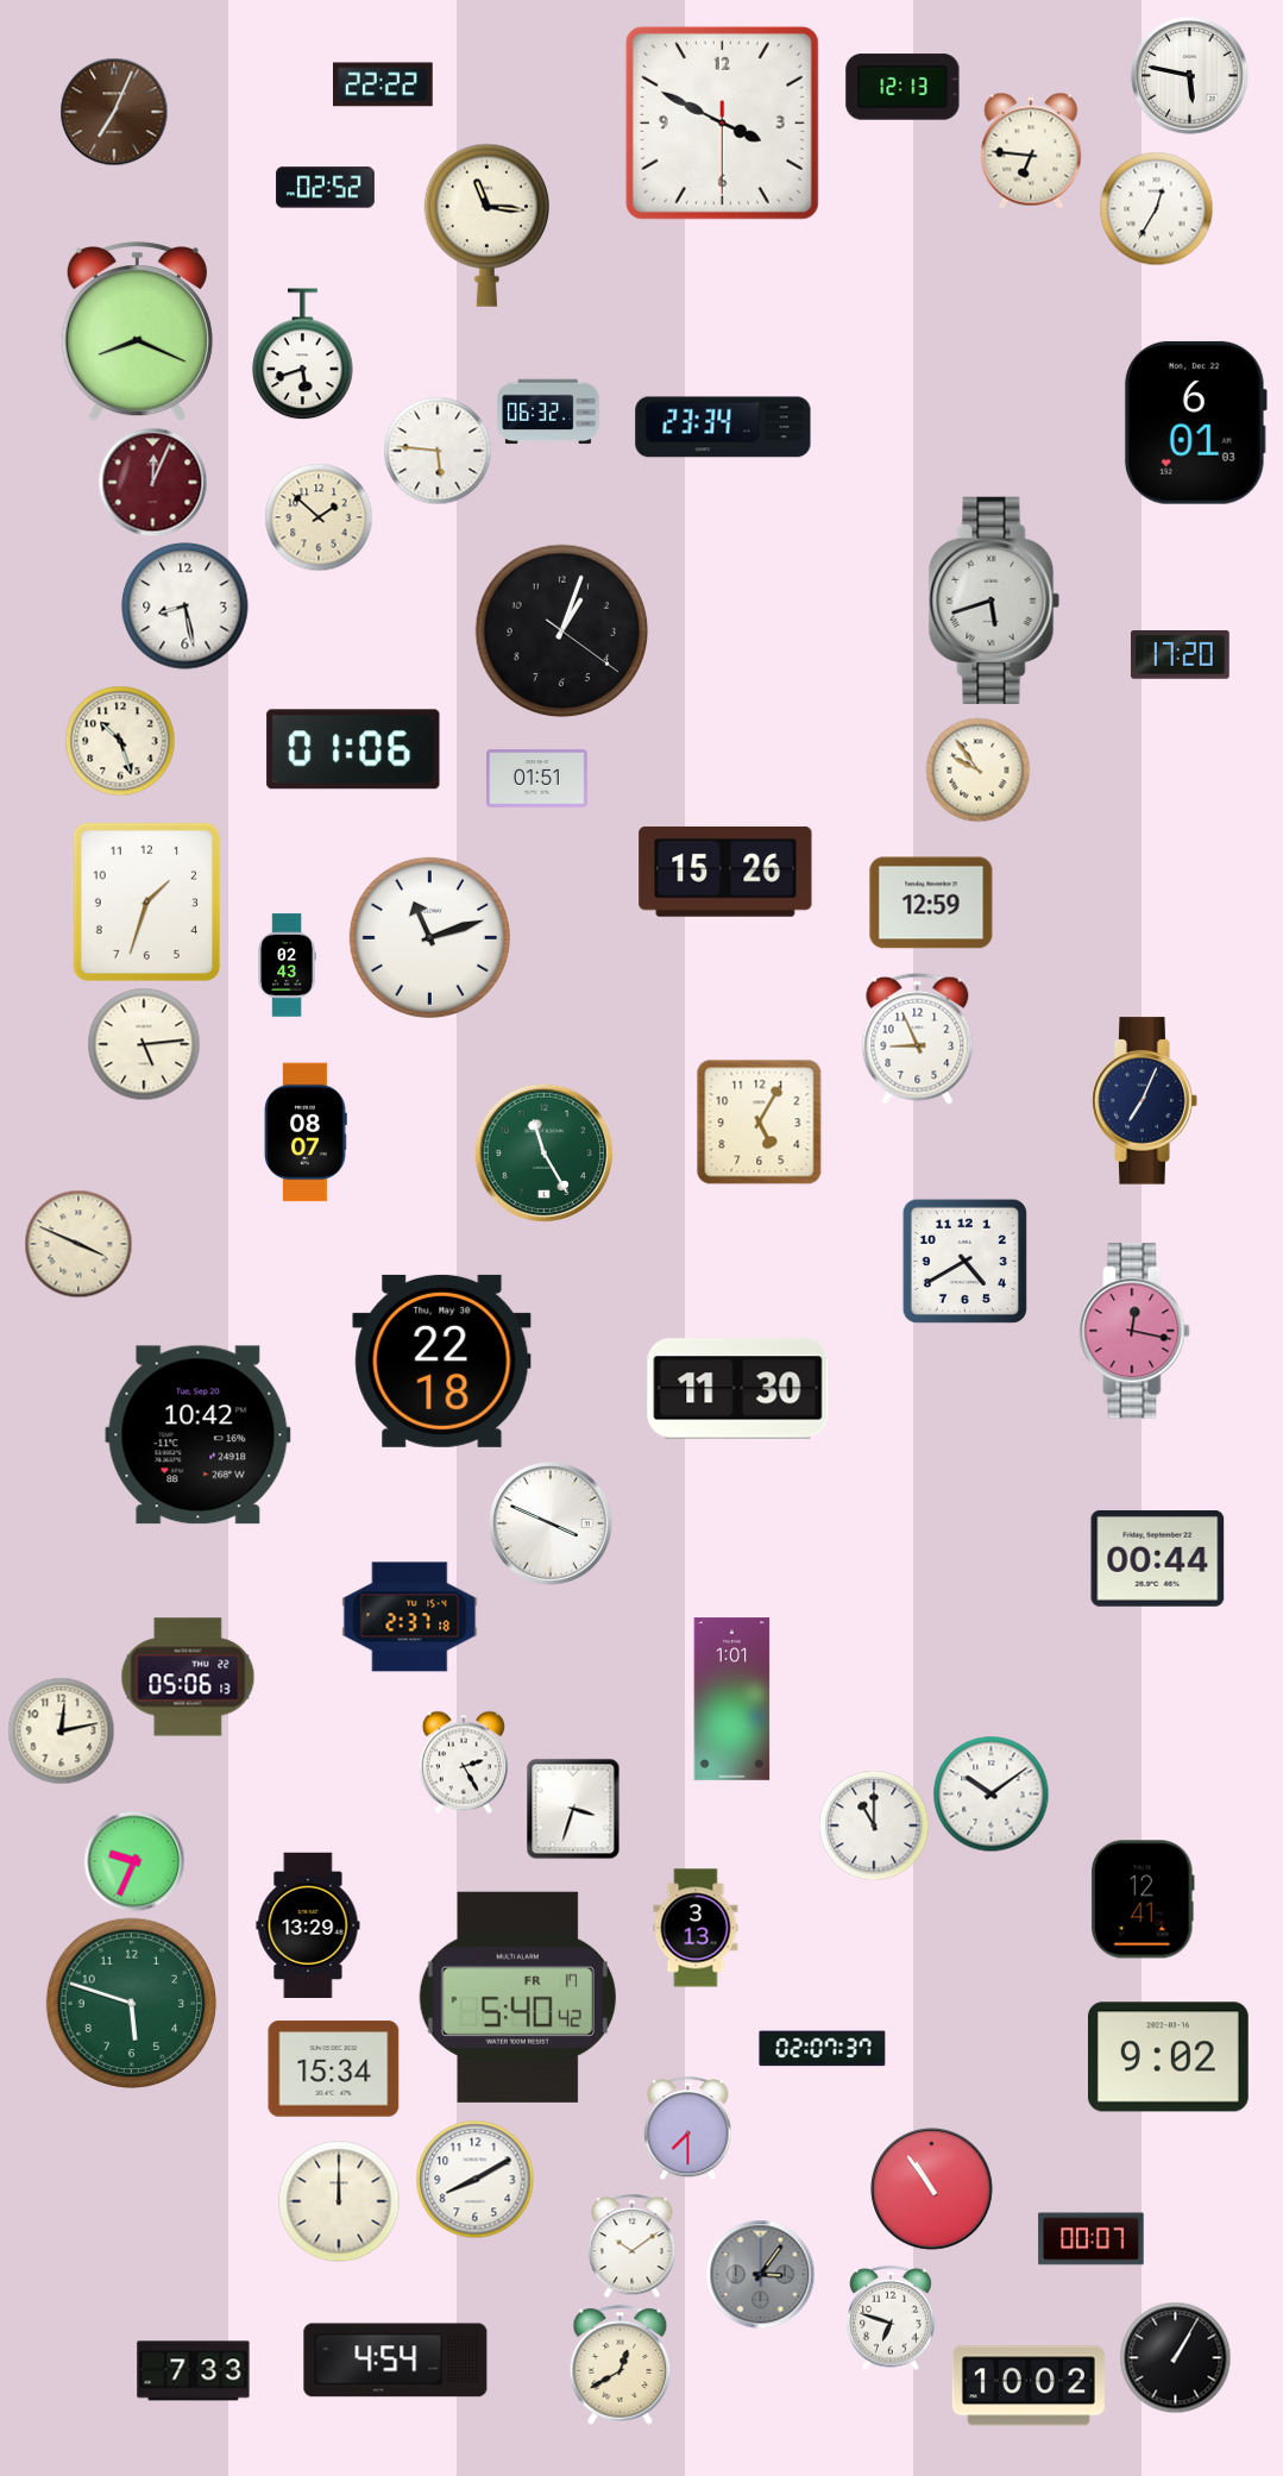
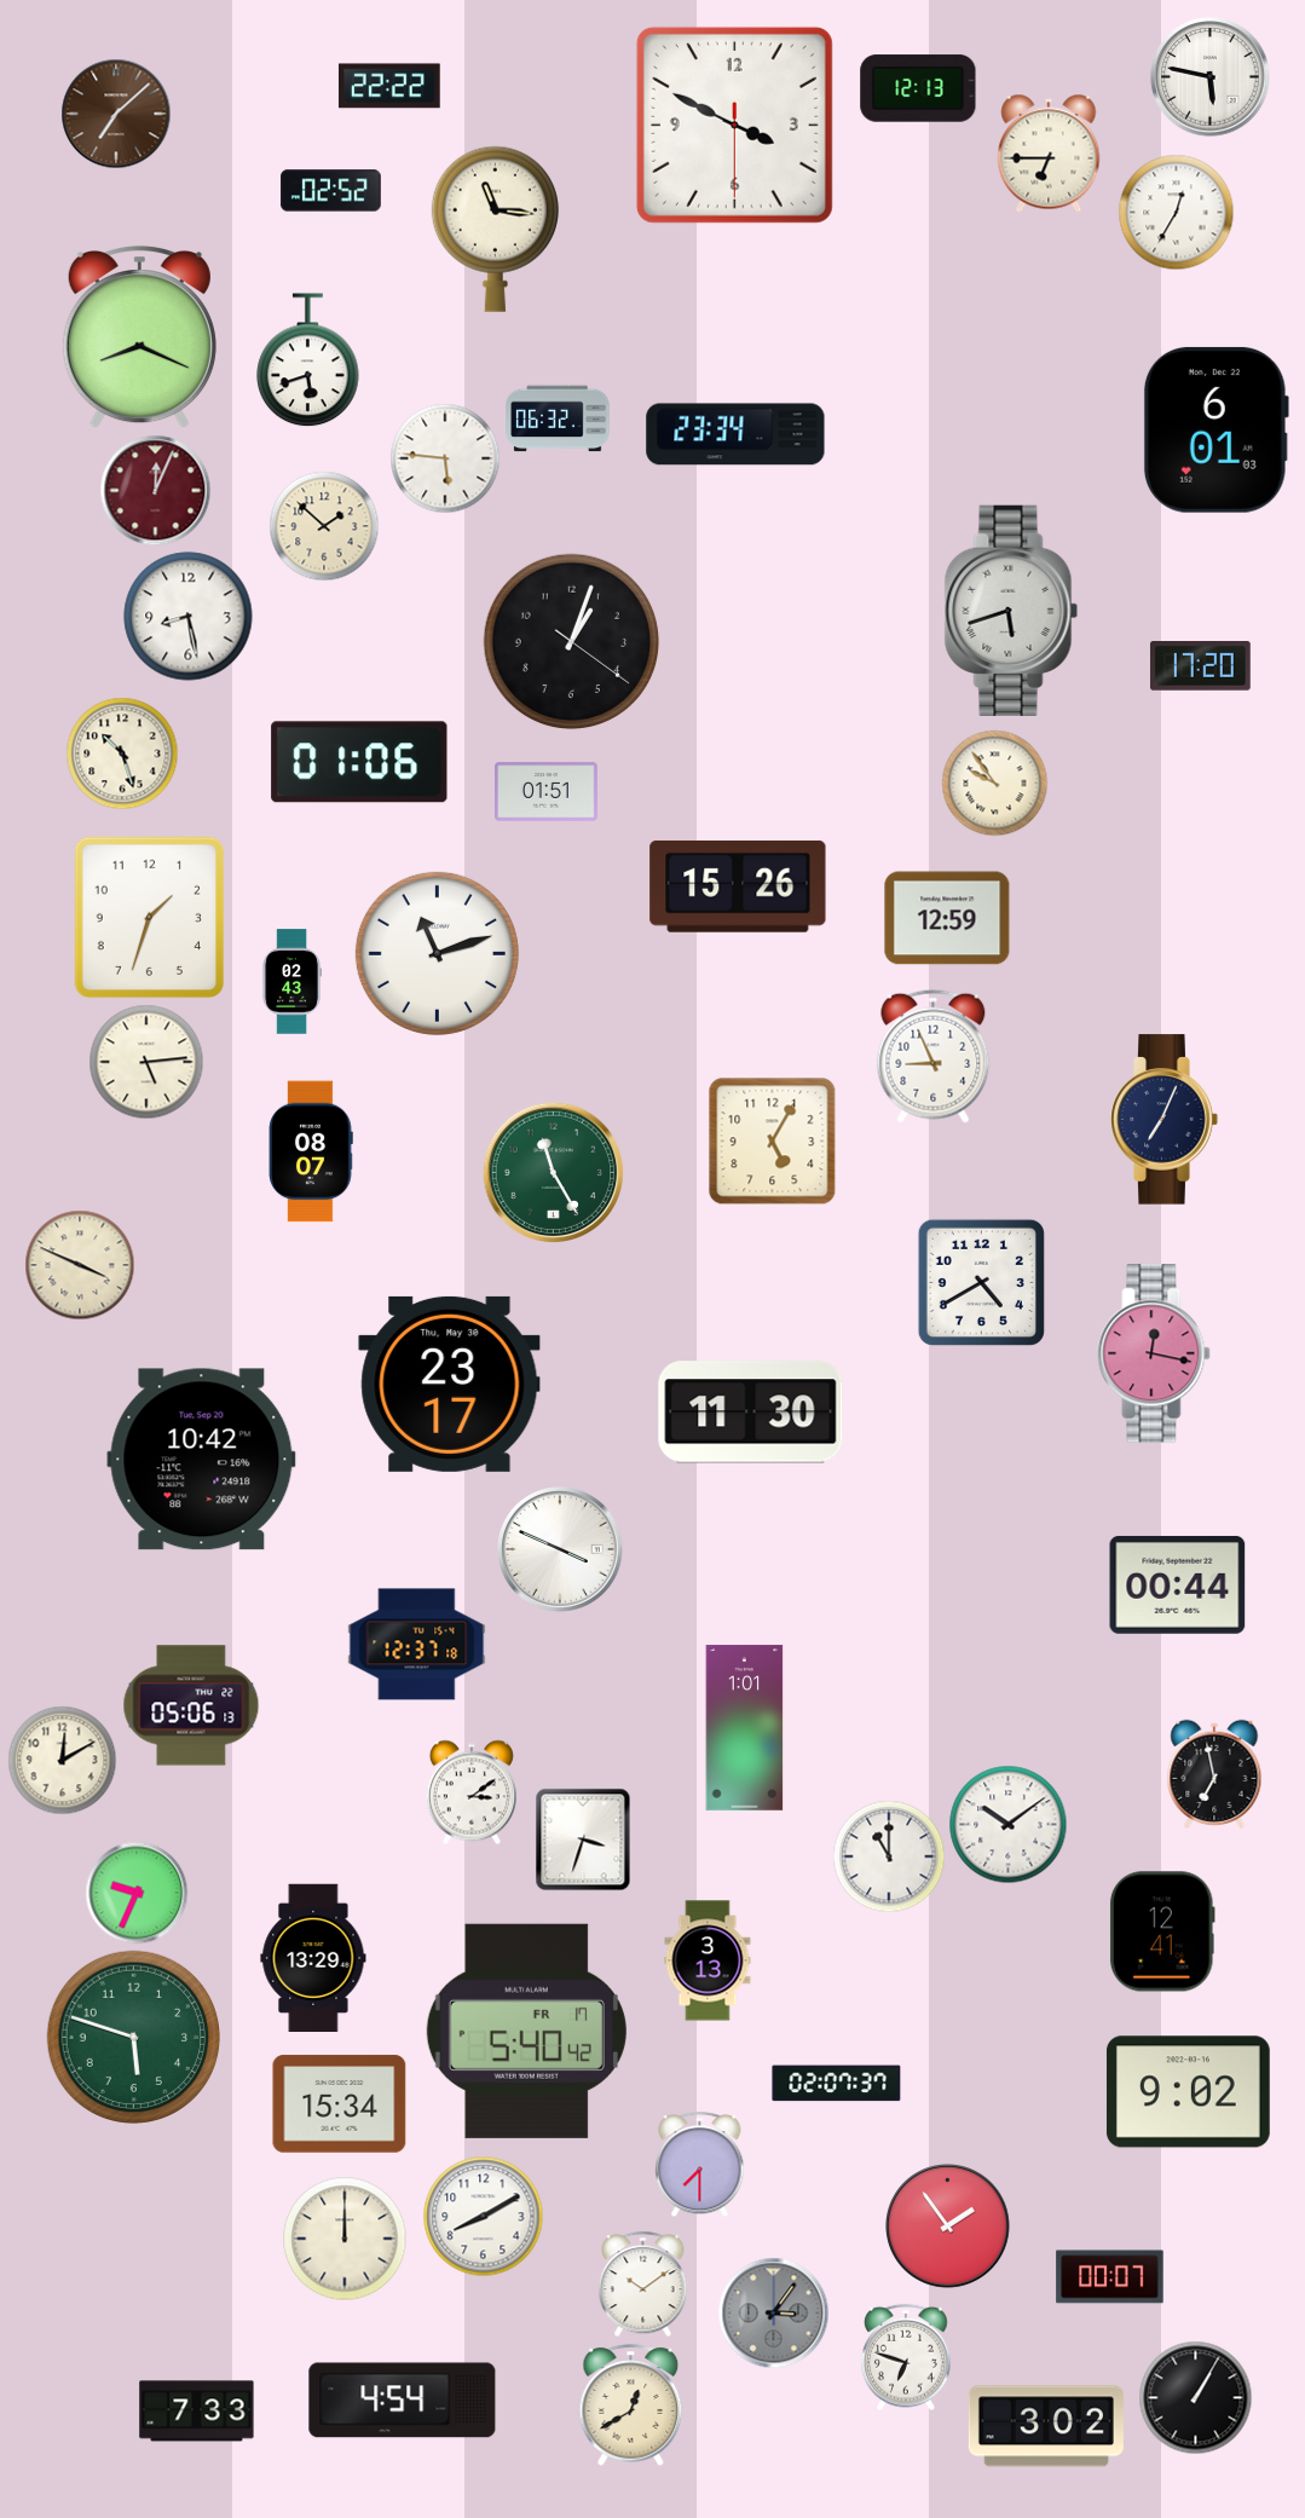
clock at (114, 112): 7:04 -> 7:08
clock at (1031, 151): 6:46 -> 6:45
clock at (442, 1360): 22:18 -> 23:17
clock at (410, 1617): 2:37 -> 12:37
clock at (61, 1730): 12:13 -> 12:10
clock at (1214, 1774): none -> 6:58
clock at (464, 1762): 2:25 -> 3:09
clock at (932, 2189): 10:54 -> 1:54
clock at (1029, 2386): 10:02 -> 3:02
